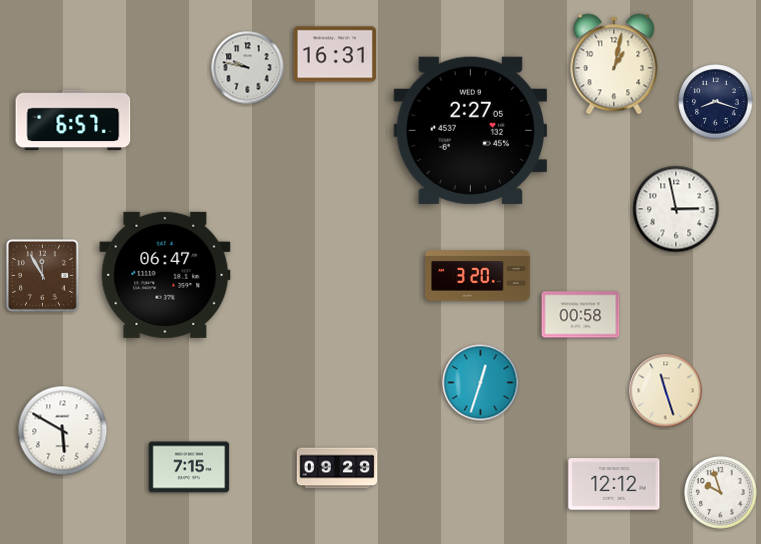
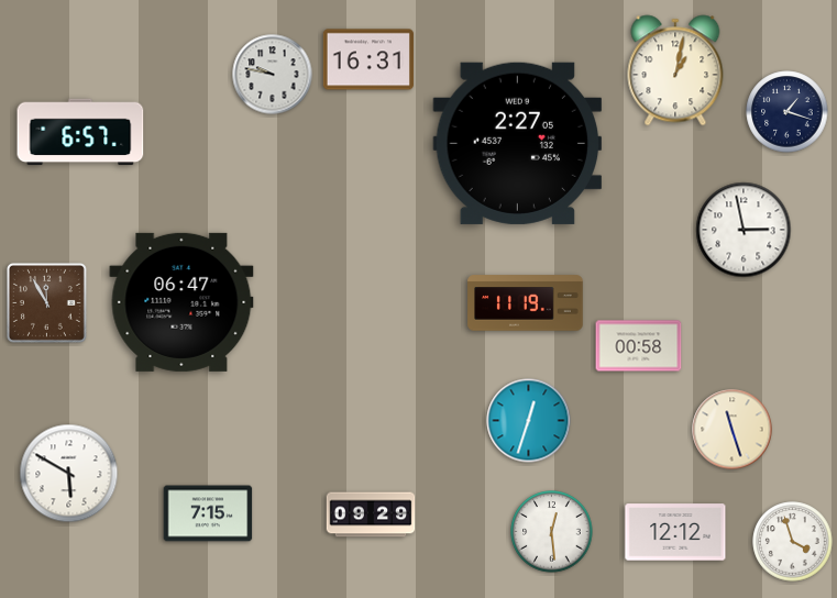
clock at (716, 102): 8:18 -> 1:18
clock at (478, 276): 3:20 -> 11:19
clock at (552, 532): none -> 12:29
clock at (721, 493): 9:57 -> 3:57
